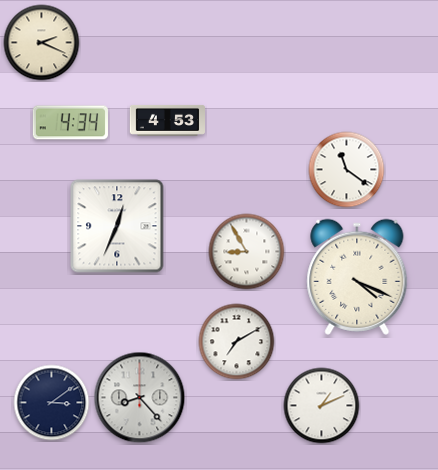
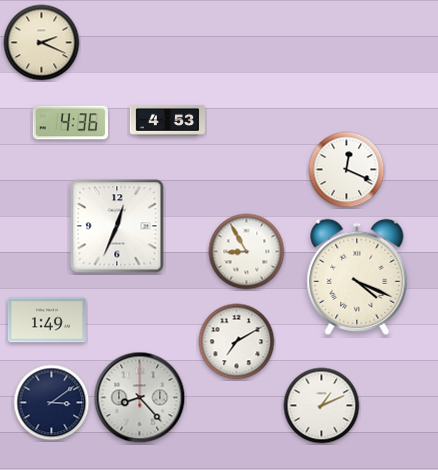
clock at (70, 123): 4:34 -> 4:36
clock at (347, 170): 11:21 -> 12:19
clock at (47, 320): none -> 1:49
